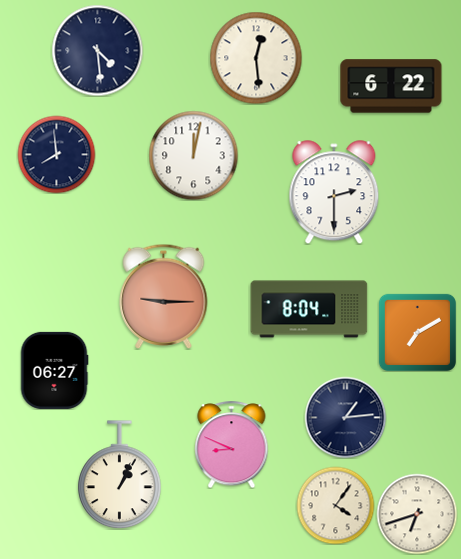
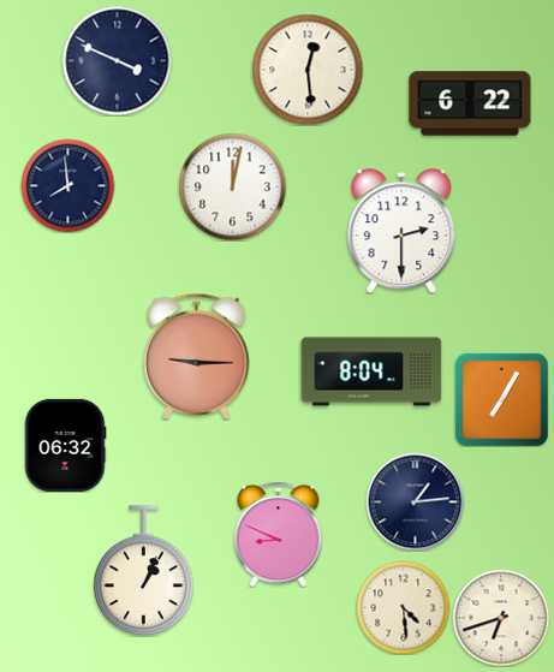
clock at (97, 50): 4:29 -> 3:49
clock at (417, 332): 7:10 -> 7:05
clock at (54, 370): 06:27 -> 06:32
clock at (335, 505): 4:06 -> 4:29
